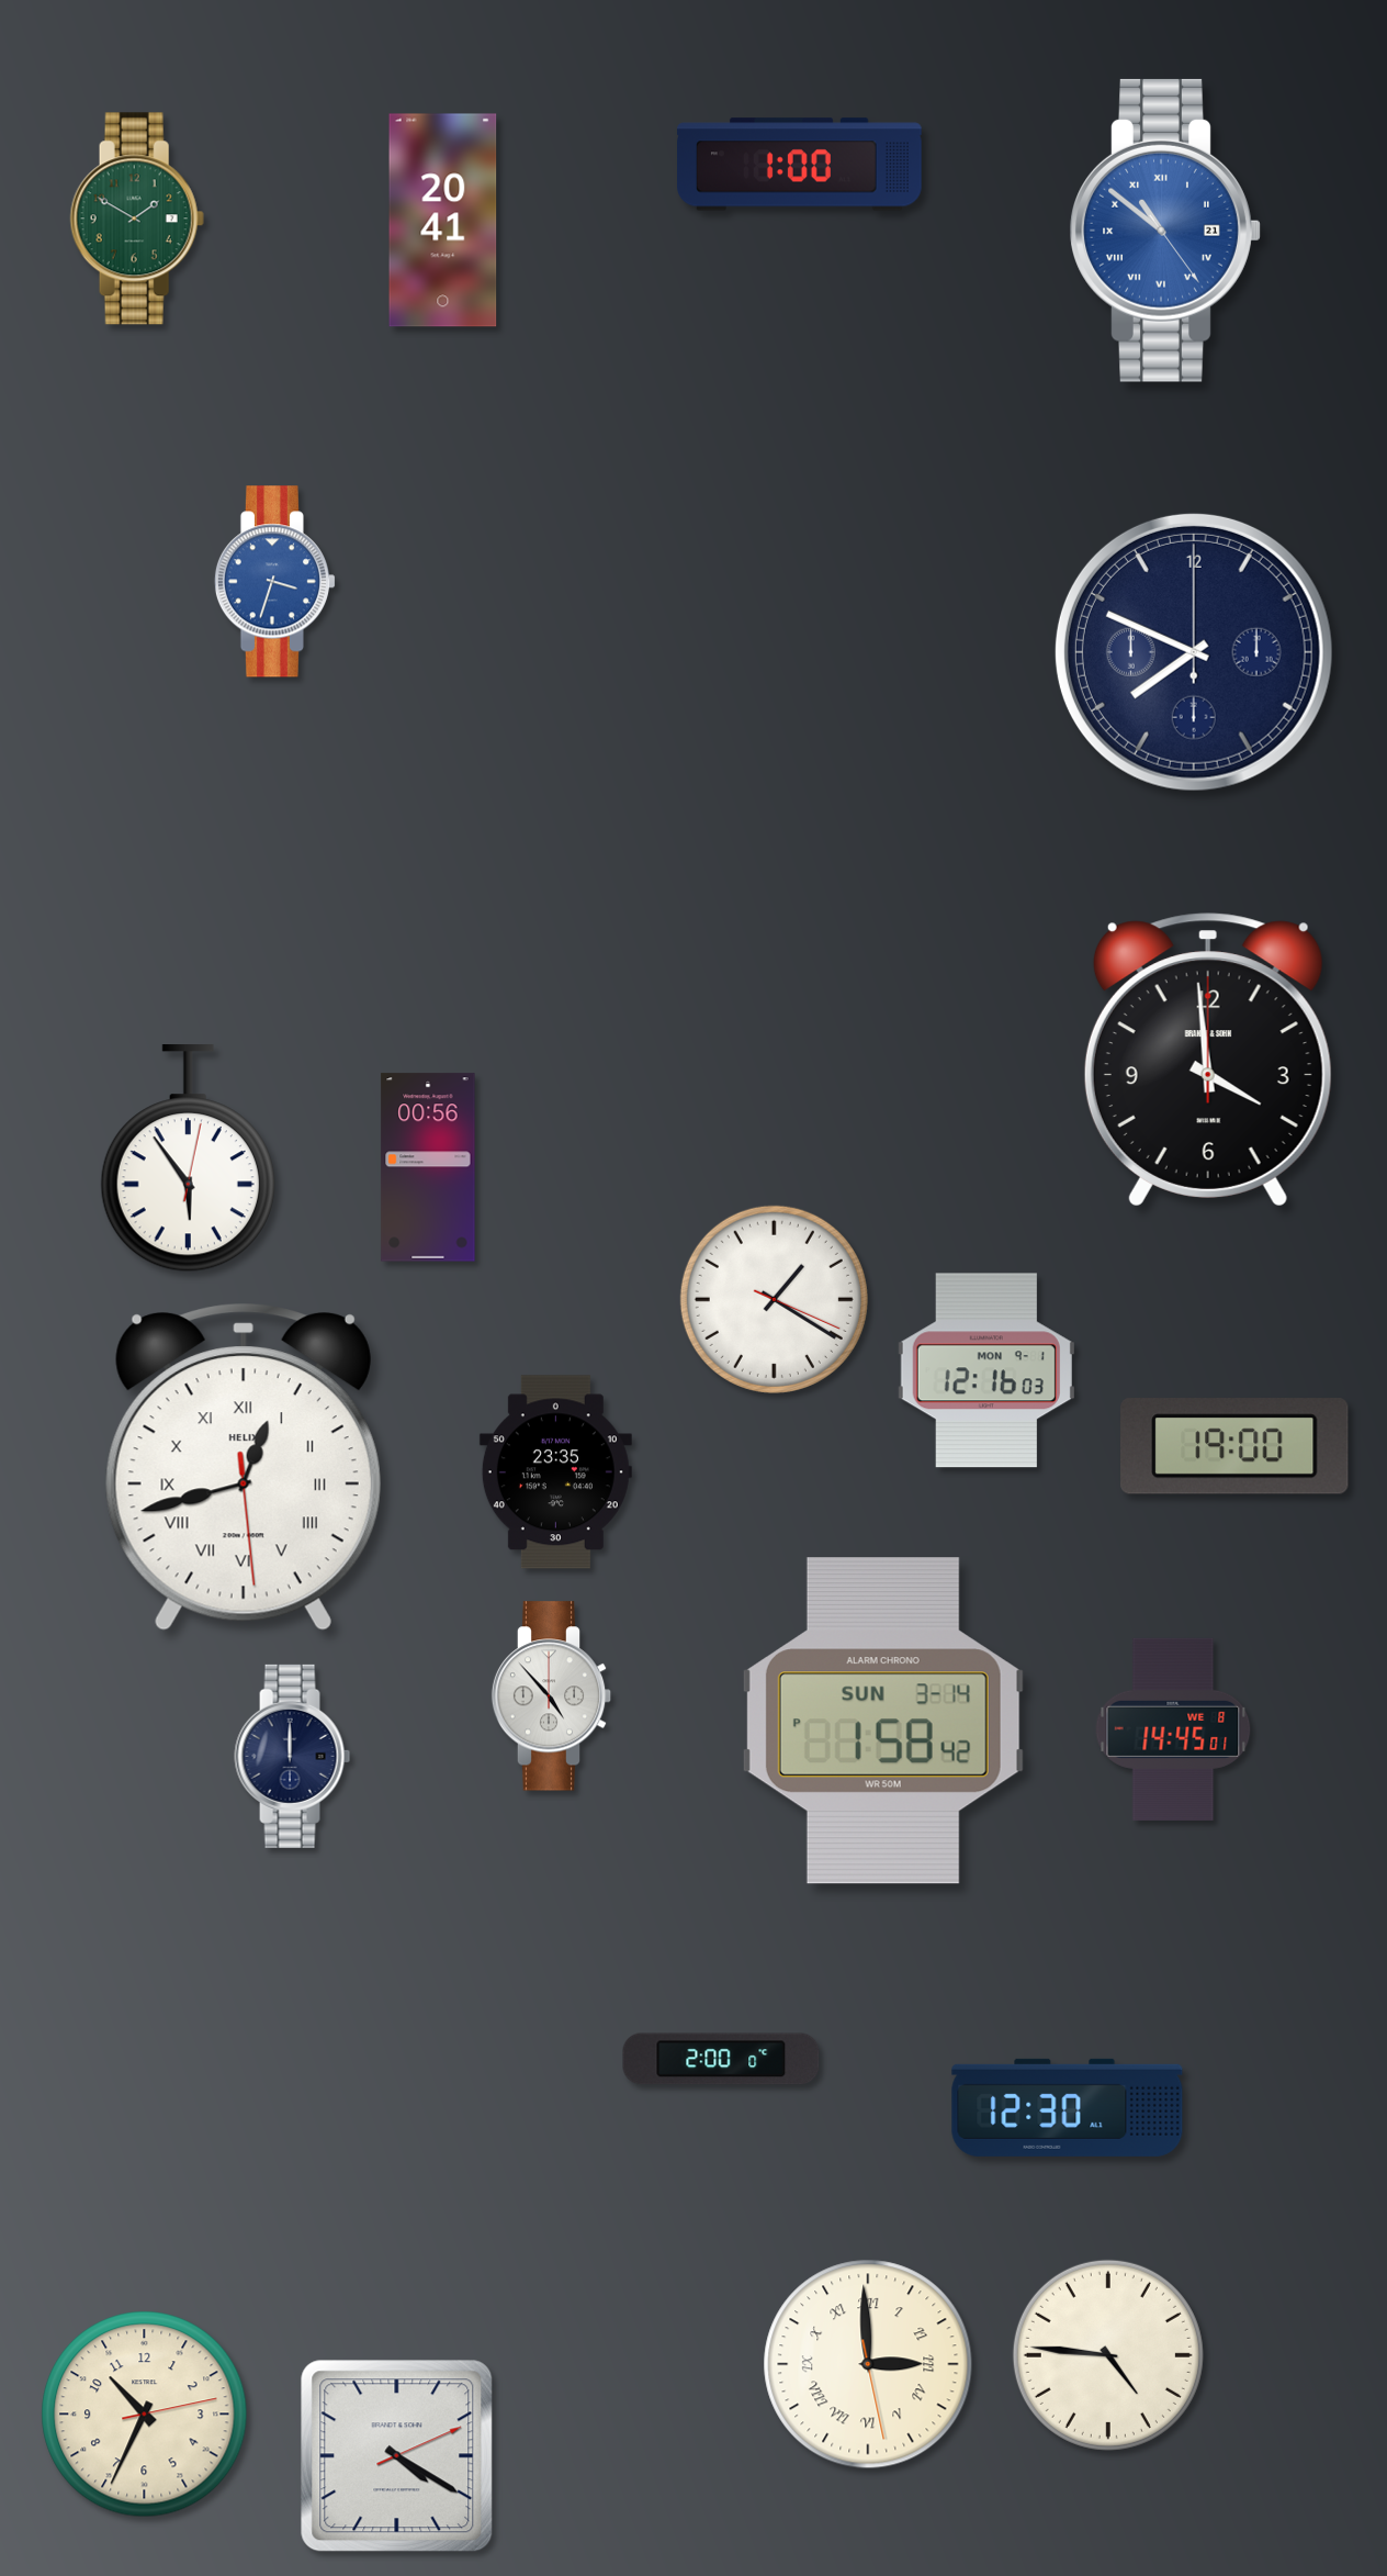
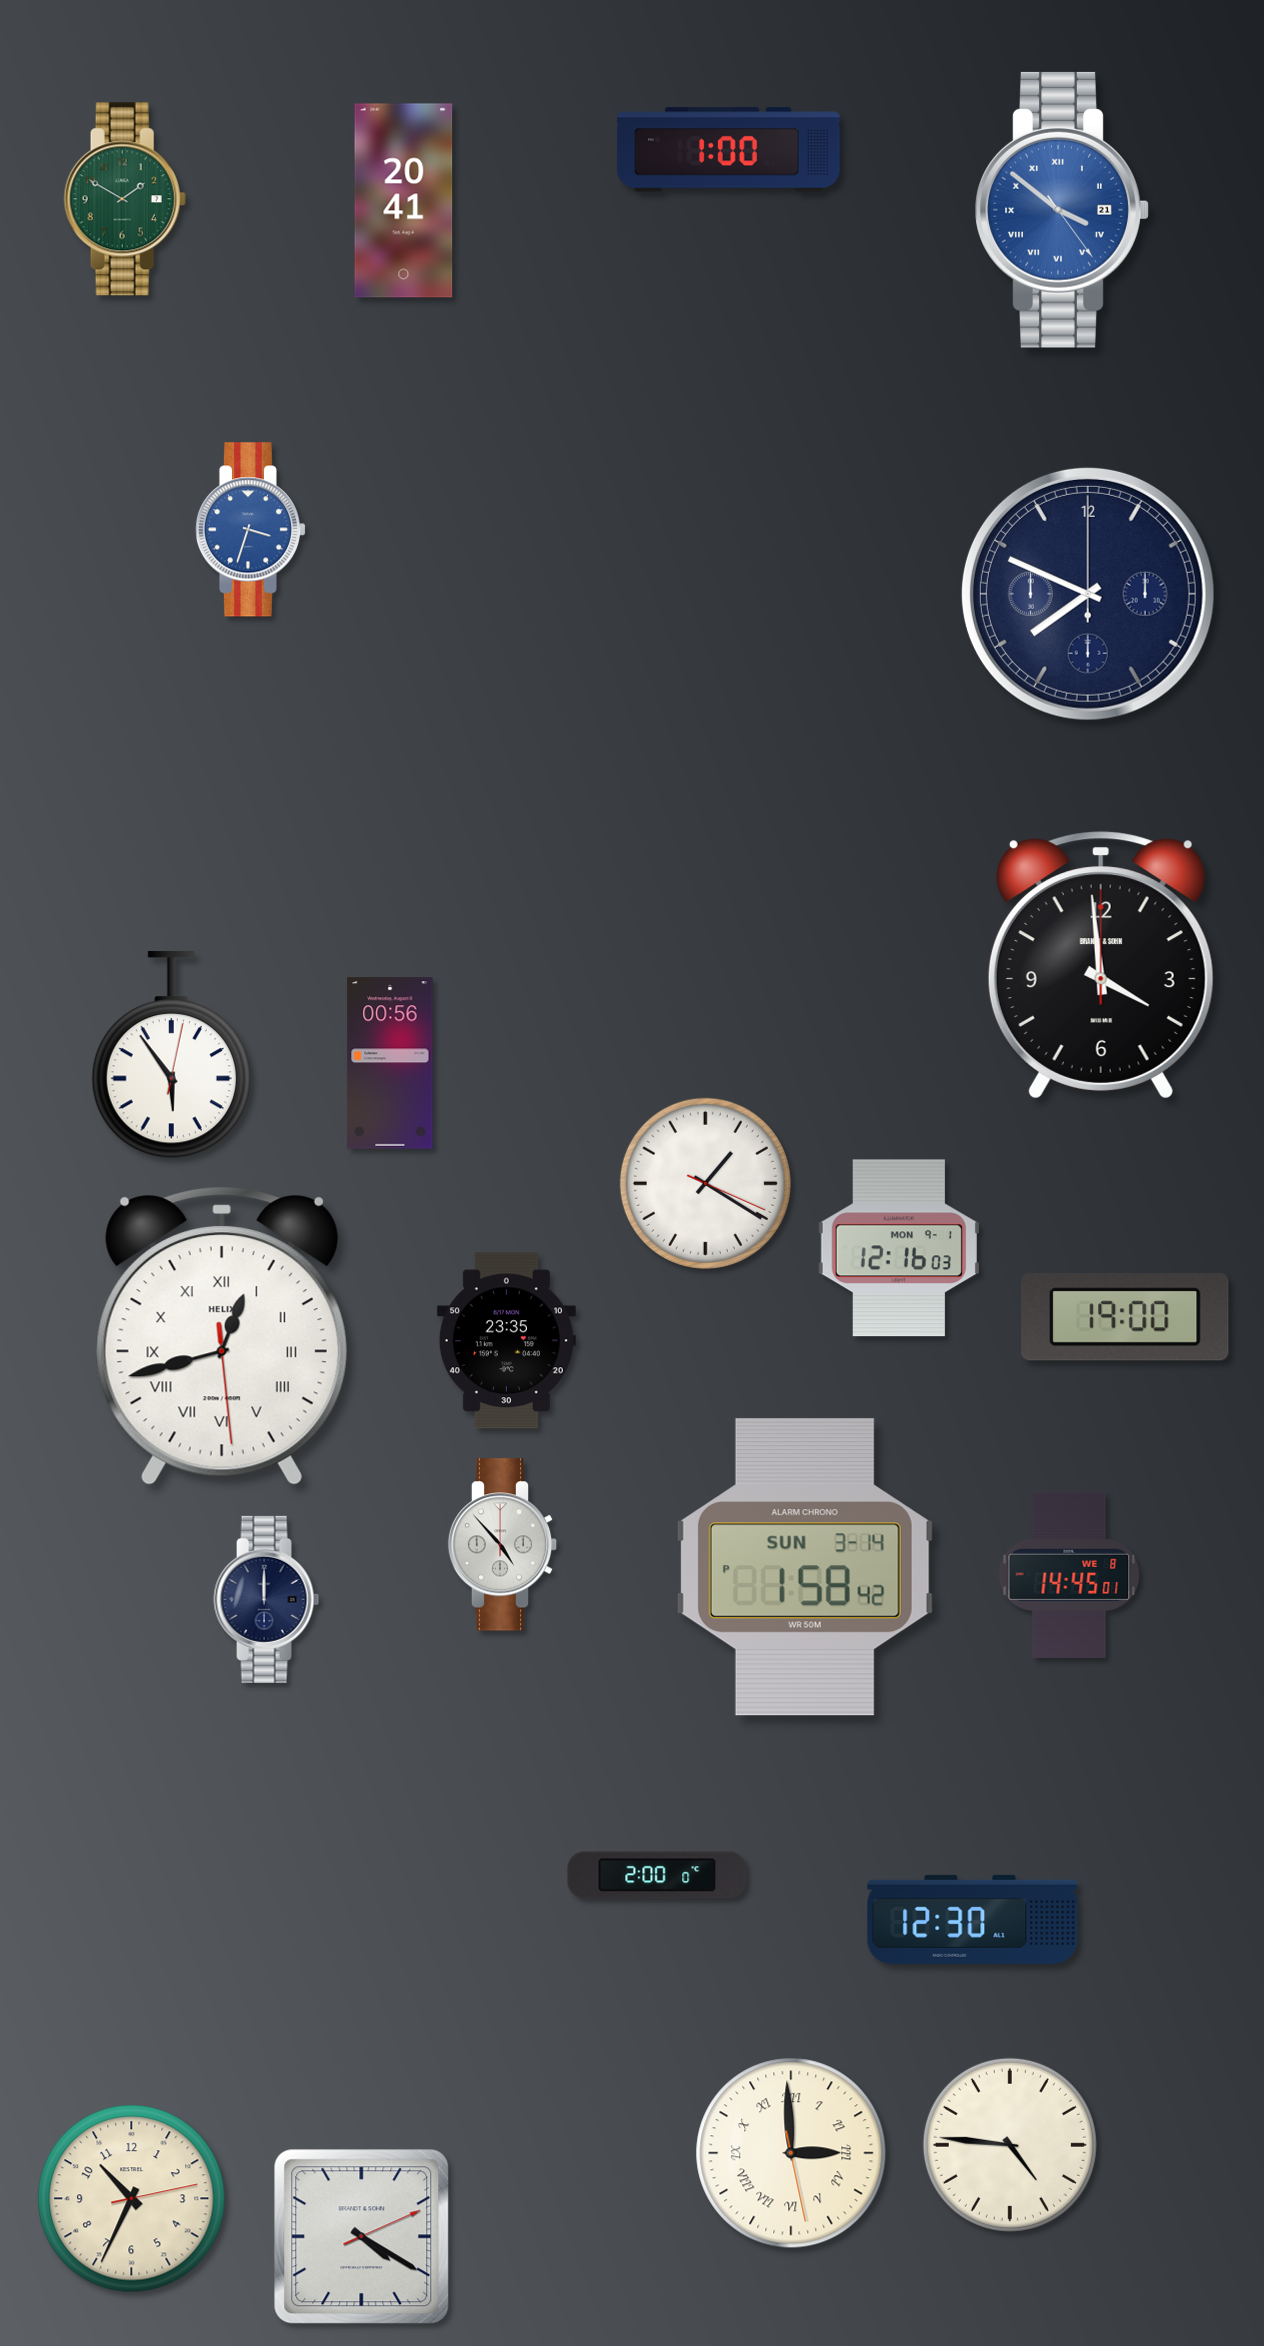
clock at (1165, 231): 10:51 -> 3:51
